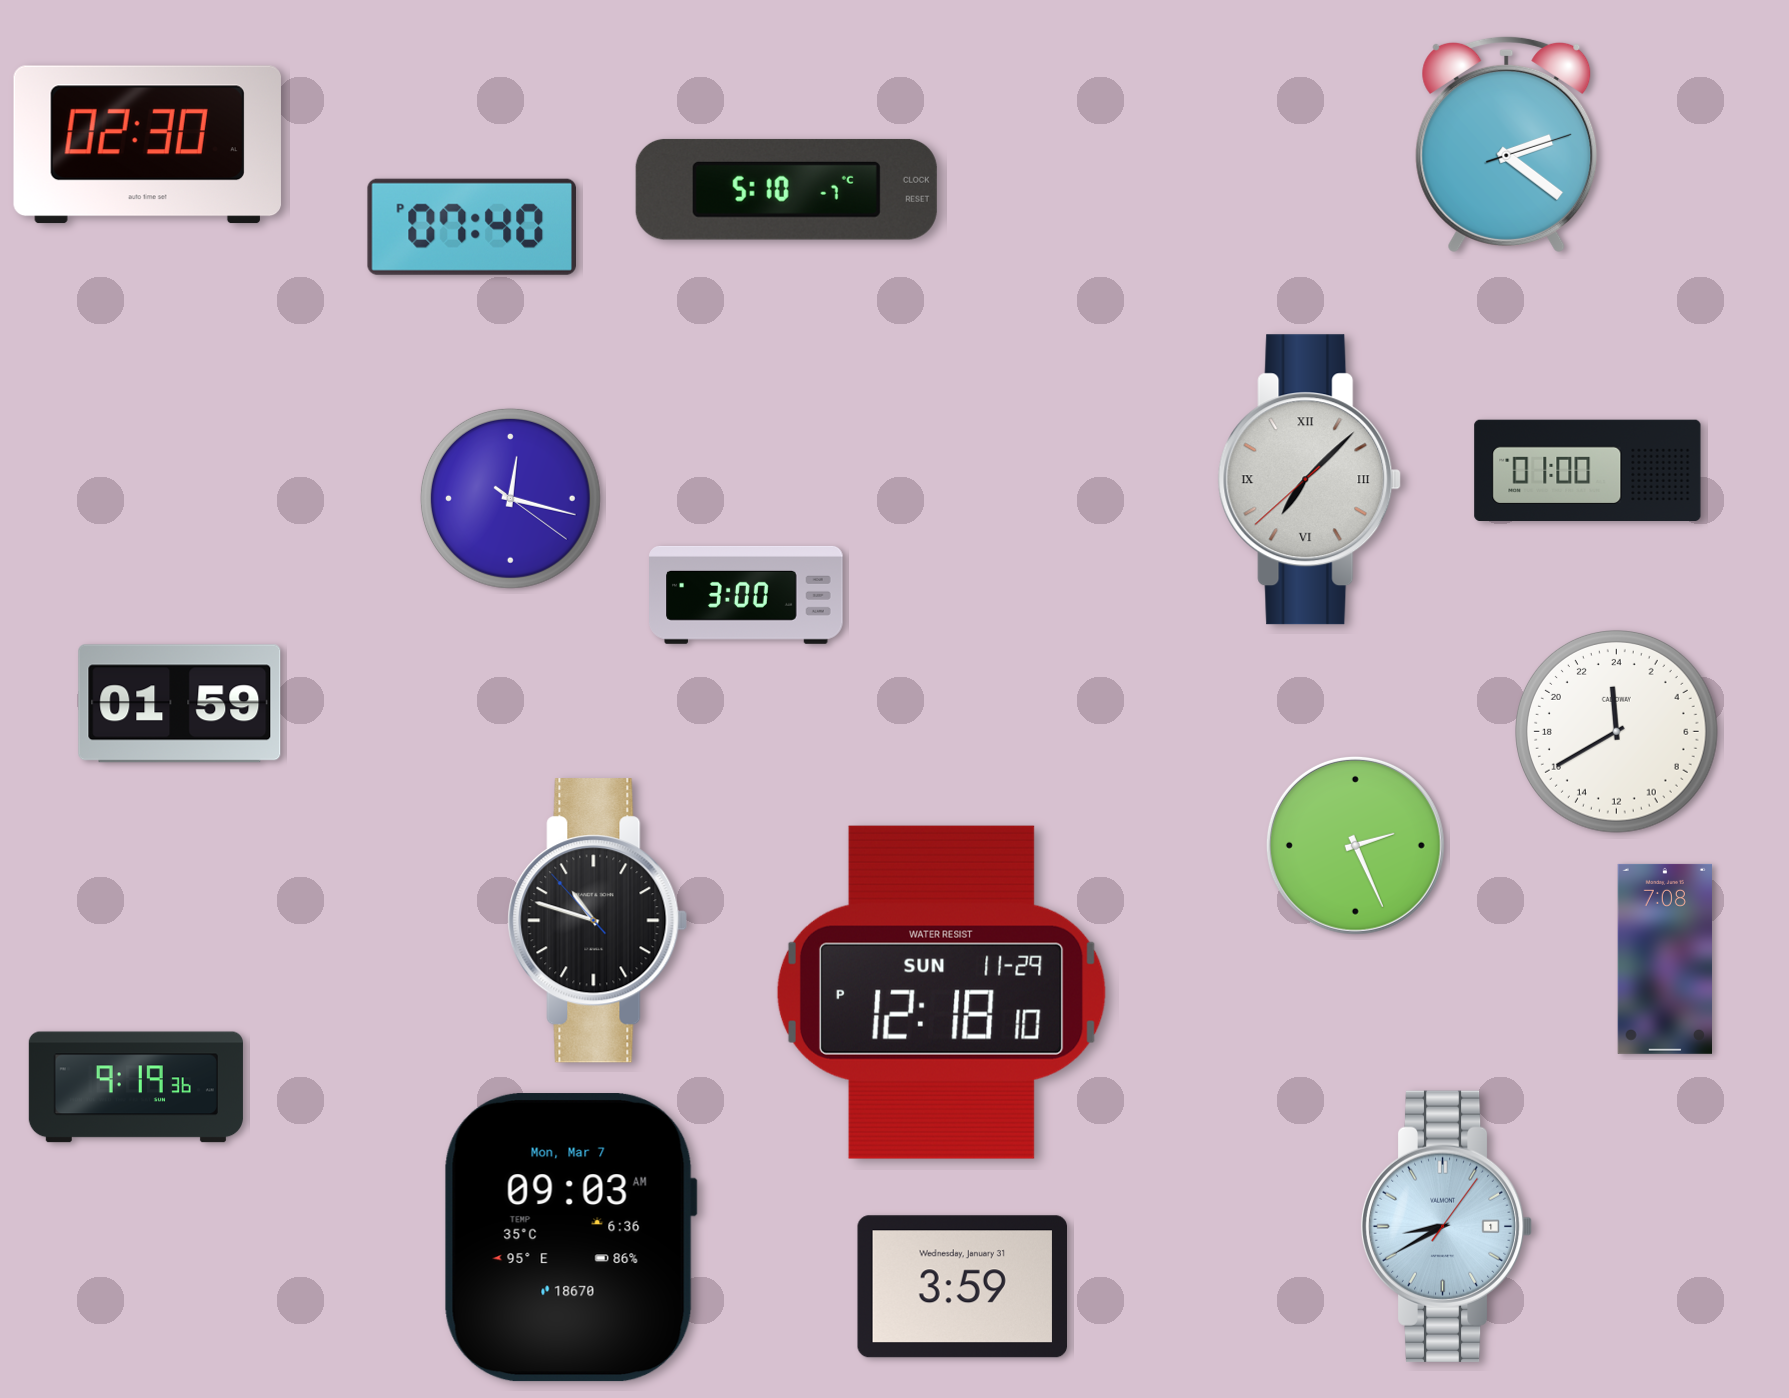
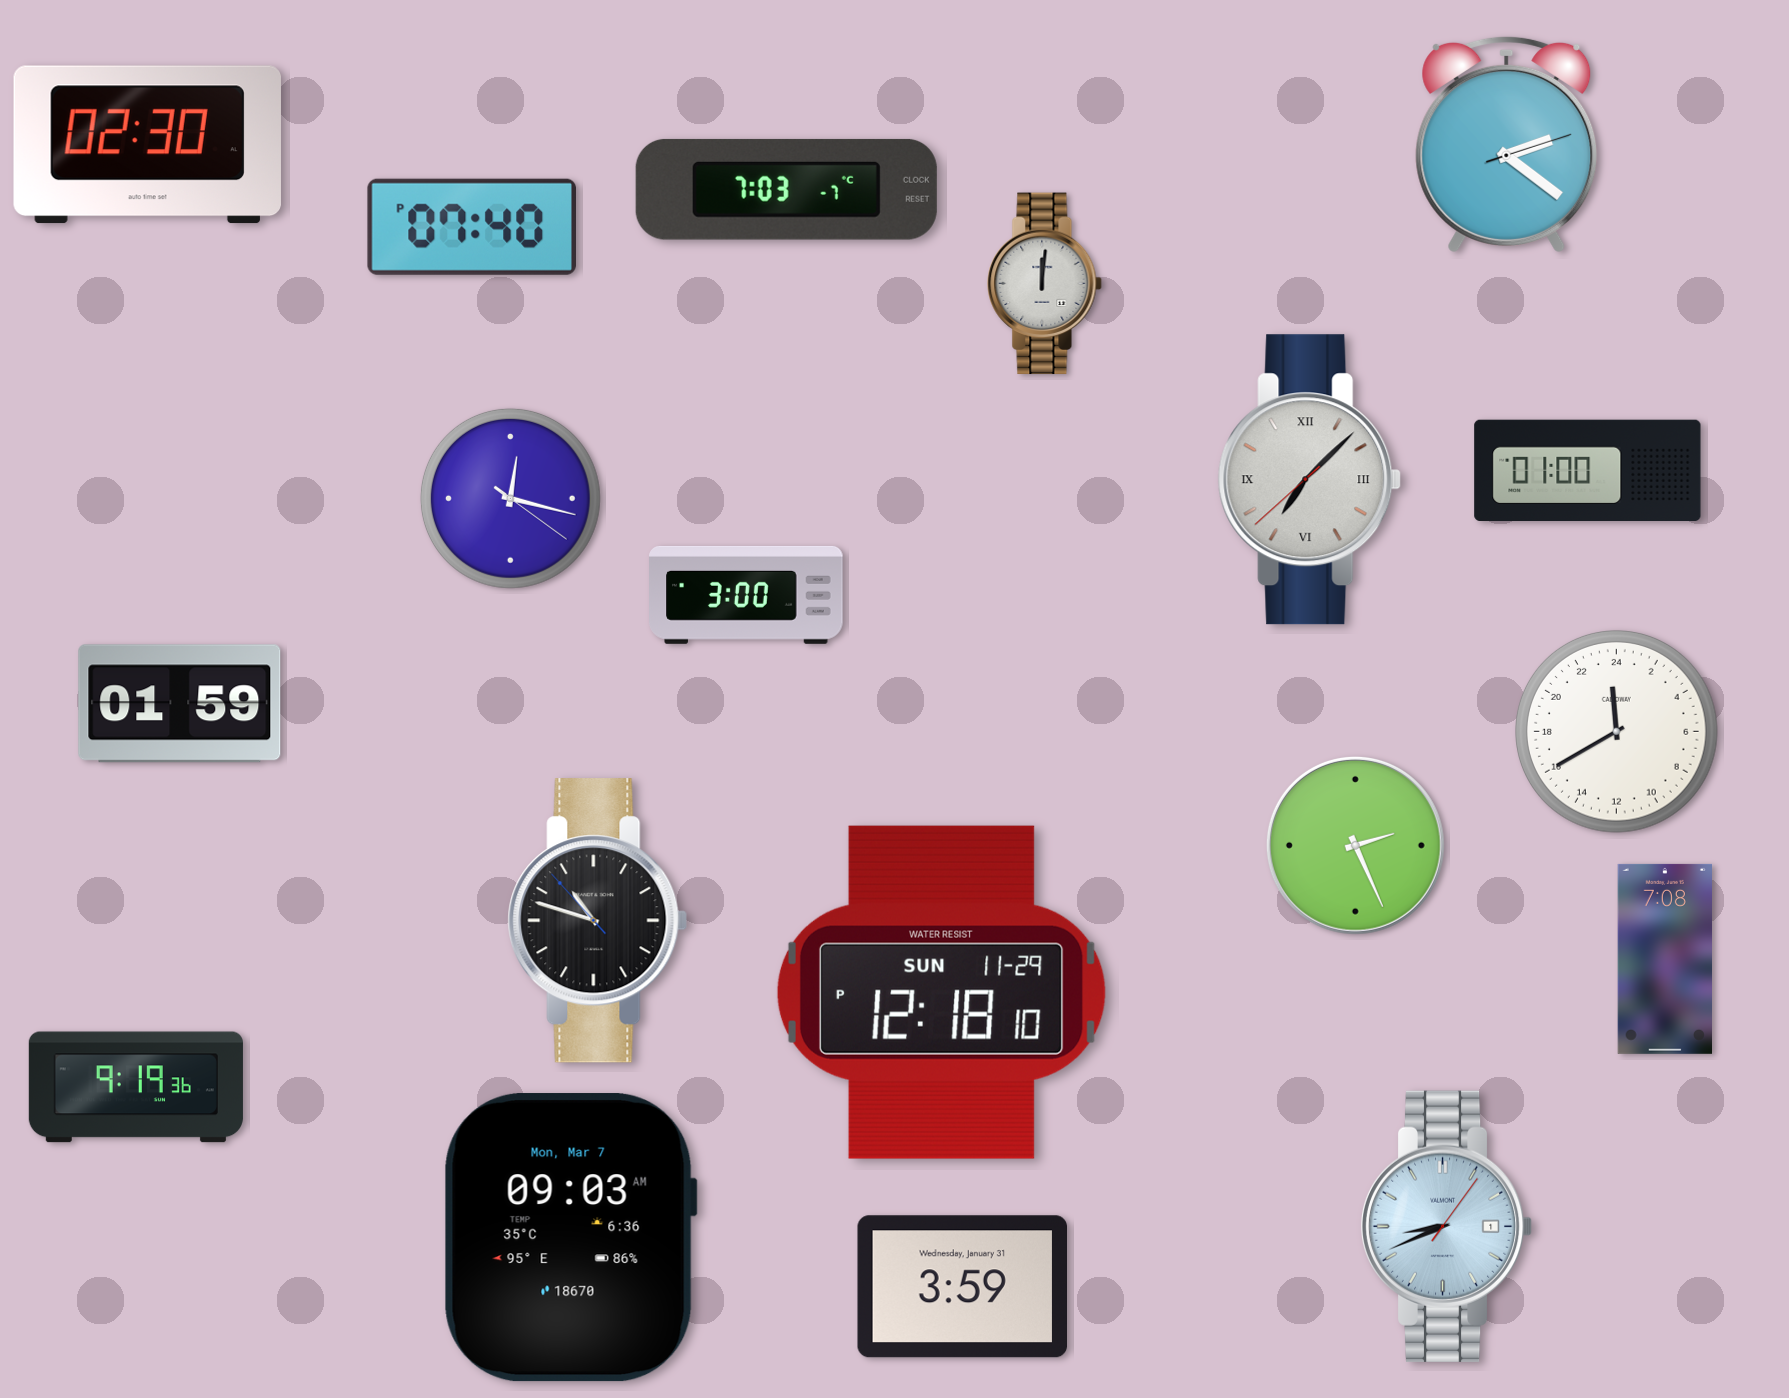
clock at (786, 189): 5:10 -> 7:03
clock at (1045, 284): none -> 12:01
clock at (1446, 1226): 8:40 -> 8:41
